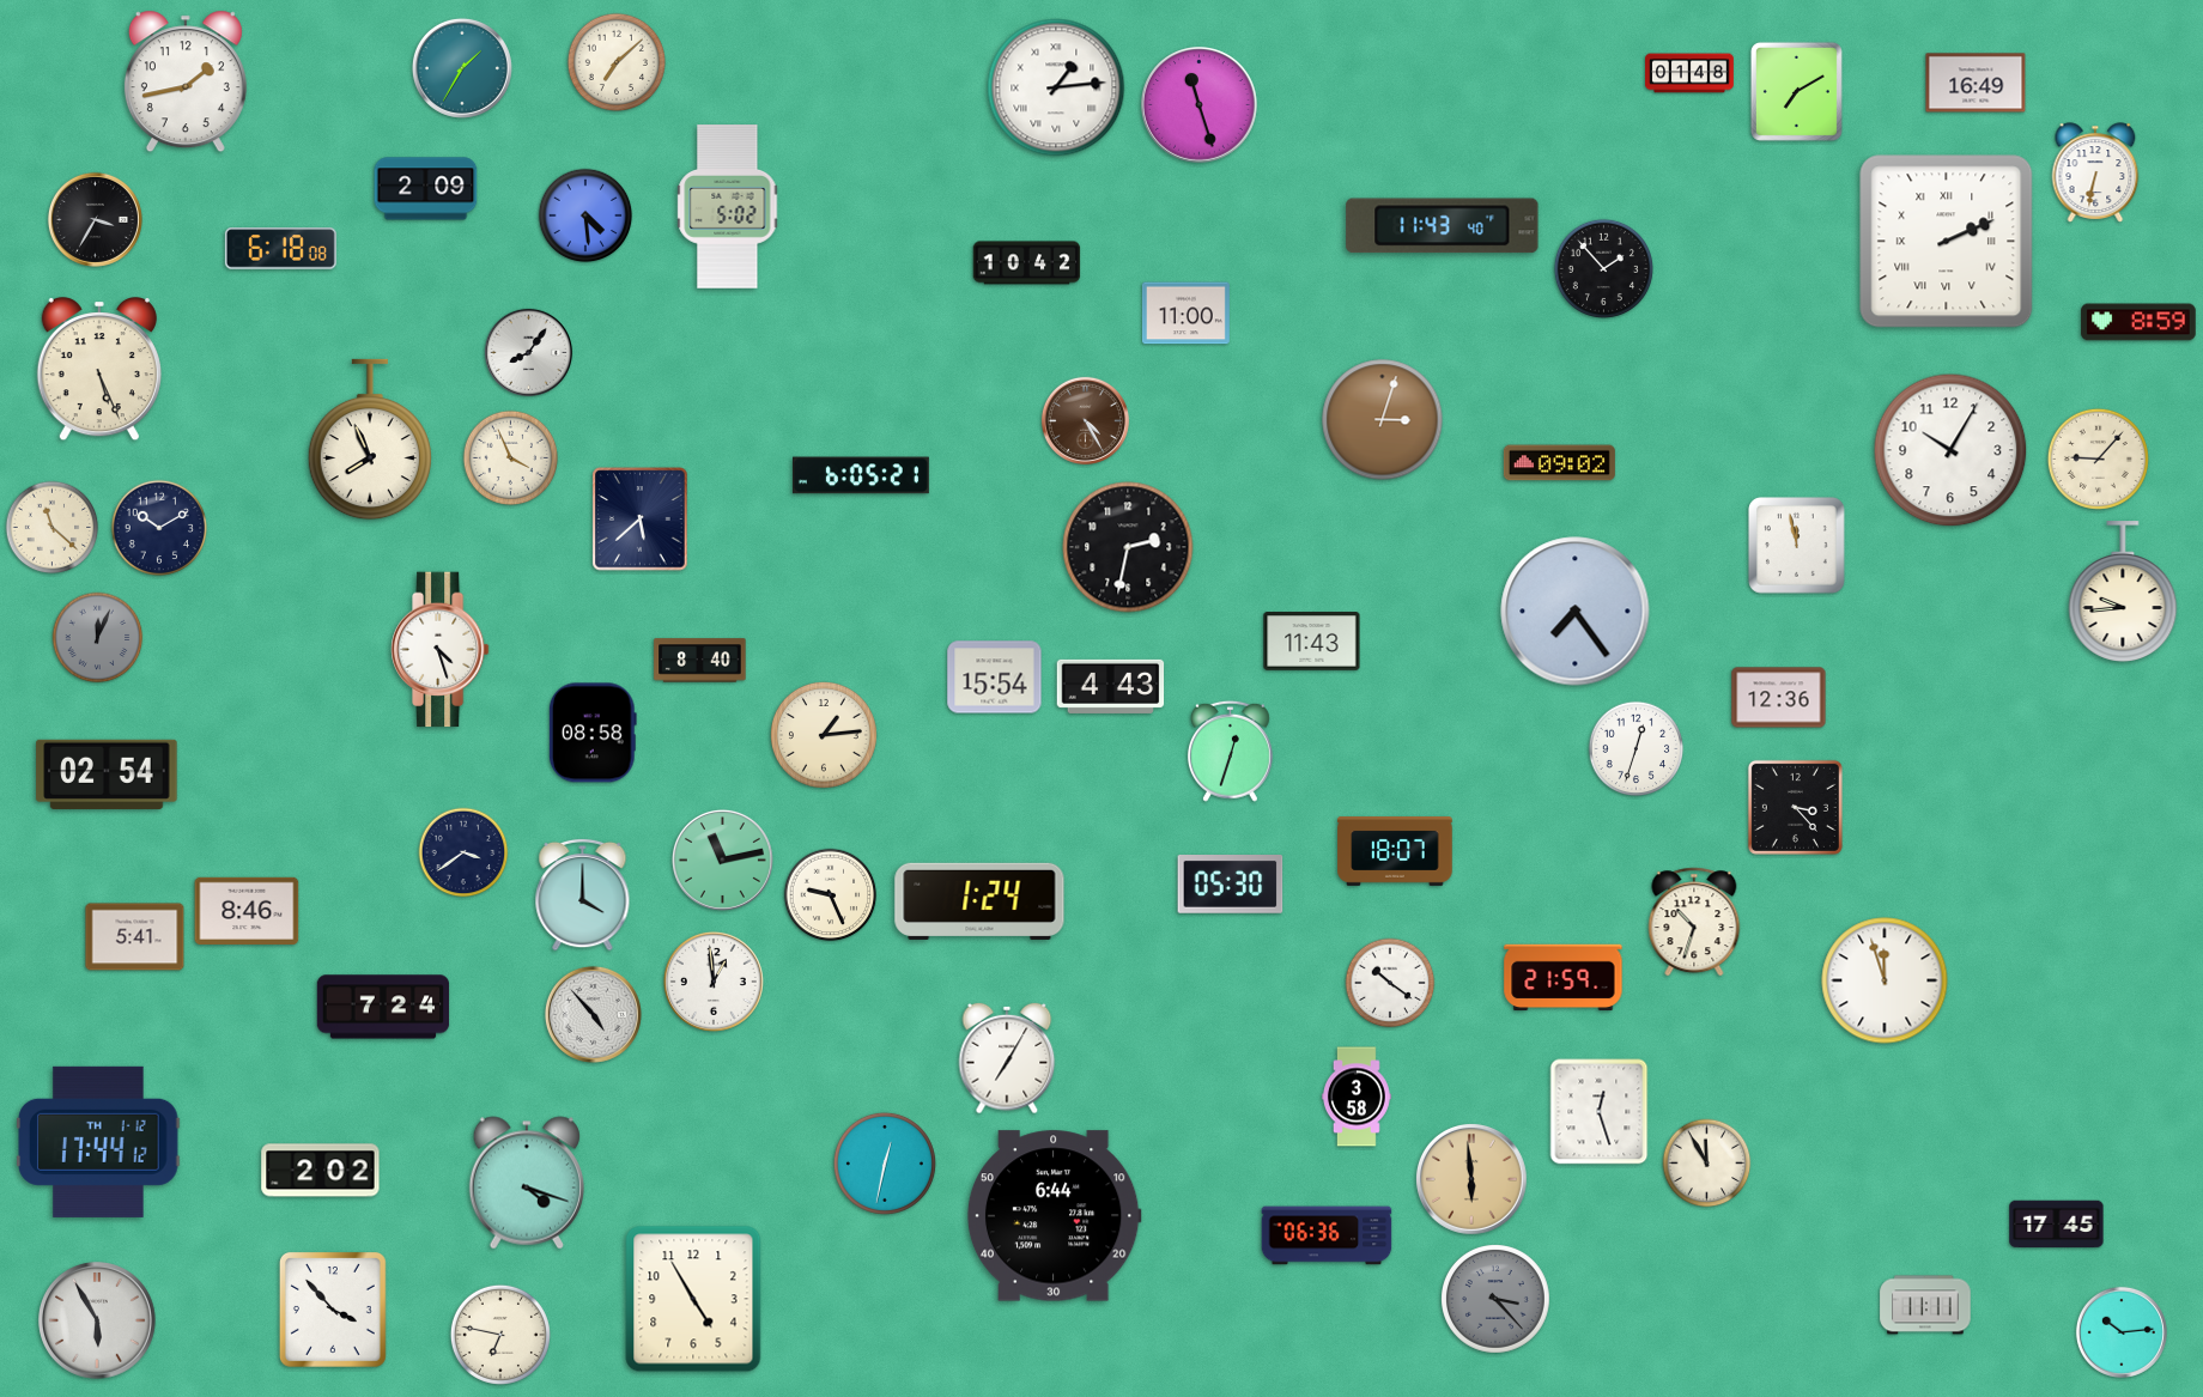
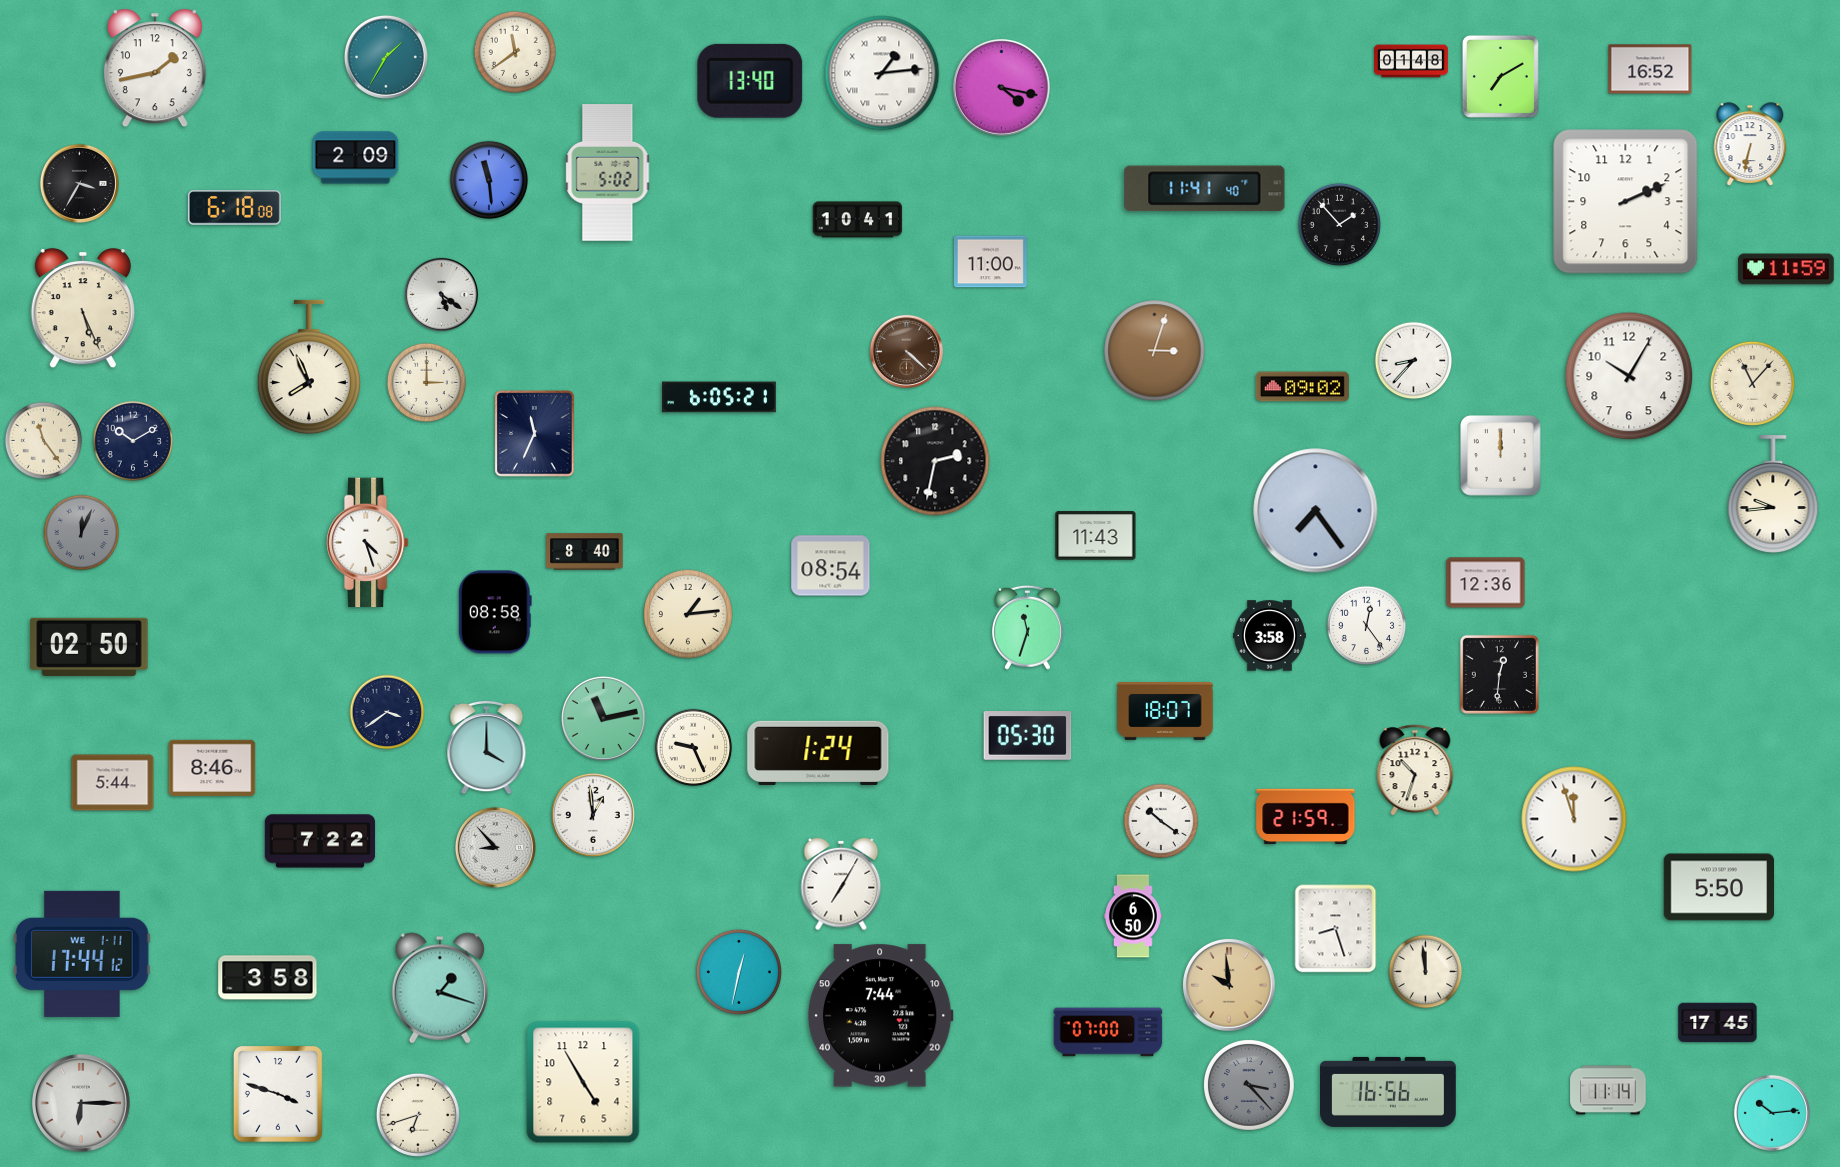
clock at (615, 61): 7:08 -> 11:39
clock at (1976, 83): 16:49 -> 16:52
clock at (750, 81): none -> 13:40
clock at (1200, 105): 11:27 -> 4:17
clock at (585, 215): 4:29 -> 11:29
clock at (1443, 226): 11:43 -> 11:41
clock at (1947, 242) numerals: Roman -> Arabic
clock at (1027, 263): 10:42 -> 10:41
clock at (2138, 322): 8:59 -> 11:59
clock at (528, 352): 8:06 -> 5:21
clock at (1085, 420): 4:25 -> 4:22
clock at (1414, 361): none -> 8:37
clock at (511, 458): 3:56 -> 3:00
clock at (2098, 458): 9:07 -> 11:07
clock at (641, 520): 5:38 -> 11:34
clock at (53, 528): 11:22 -> 11:24
clock at (1797, 546): 11:58 -> 12:00
clock at (1128, 547) position: (1128, 547) -> (935, 461)
clock at (995, 678): 15:54 -> 08:54
clock at (1111, 686): 4:43 -> none
clock at (1637, 749): 12:33 -> 12:24
clock at (1230, 751): 12:33 -> 11:33
clock at (1269, 636): none -> 3:58
clock at (107, 775): 02:54 -> 02:50
clock at (1795, 807): 3:23 -> 12:31
clock at (1231, 885) position: (1231, 885) -> (1028, 736)
clock at (247, 910) position: (247, 910) -> (212, 767)
clock at (135, 937): 5:41 -> 5:44
clock at (714, 982) position: (714, 982) -> (593, 815)
clock at (383, 1007): 7:24 -> 7:22
clock at (593, 1014): 4:53 -> 8:53
clock at (1718, 887): none -> 5:50
clock at (1358, 1097): 3:58 -> 6:50
clock at (1600, 1112): 12:27 -> 8:27
clock at (98, 1142) date: TH 1-12 -> WE 1-11
clock at (1707, 1164): 11:55 -> 11:59
clock at (321, 1171): 2:02 -> 3:58
clock at (1471, 1179): 5:59 -> 9:59
clock at (526, 1183): 4:18 -> 1:18
clock at (1054, 1216): 6:44 -> 7:44
clock at (1327, 1235): 06:36 -> 07:00
clock at (693, 1299) position: (693, 1299) -> (583, 1082)
clock at (1925, 1305): 11:11 -> 11:14
clock at (1388, 1092): none -> 16:56
clock at (333, 1310): 3:53 -> 3:48
clock at (98, 1322): 5:55 -> 6:15
clock at (500, 1335): 6:47 -> 6:42
